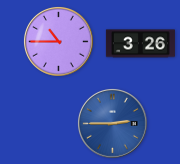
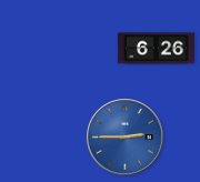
clock at (58, 41): 10:45 -> none
clock at (140, 44): 3:26 -> 6:26
